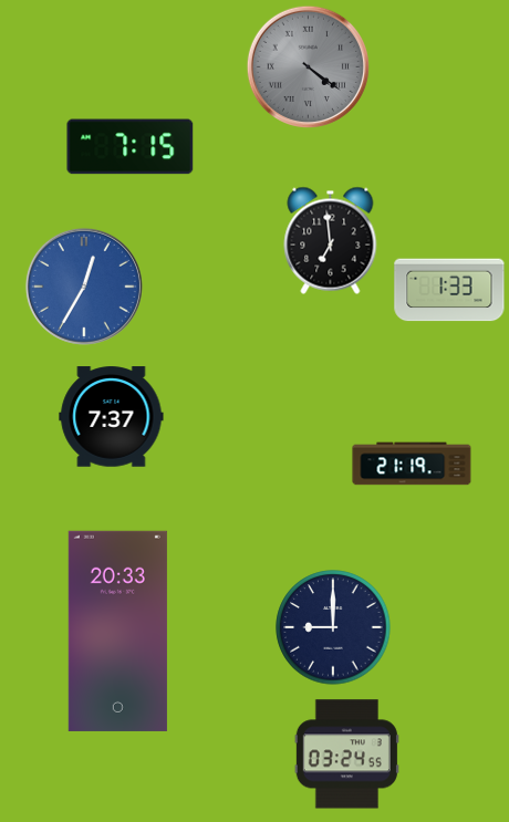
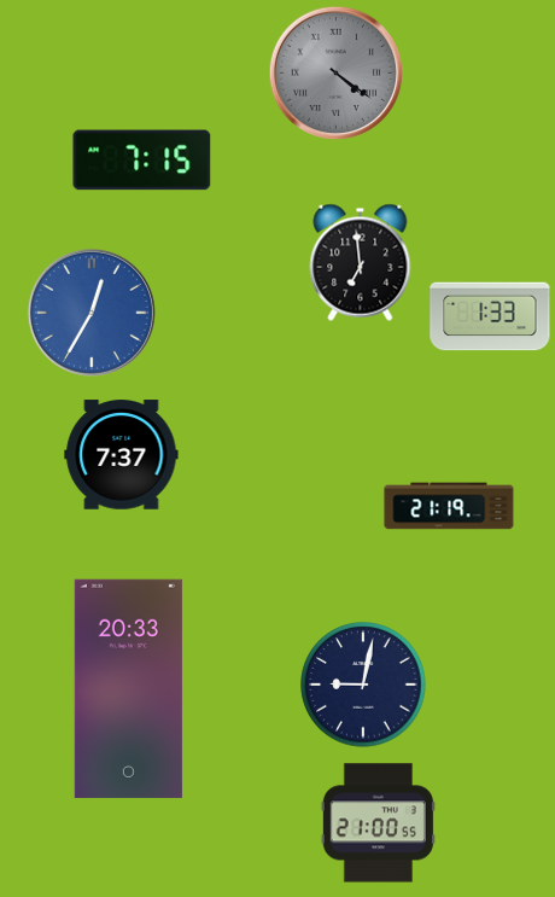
clock at (333, 627): 9:00 -> 9:02
clock at (346, 755): 03:24 -> 21:00
